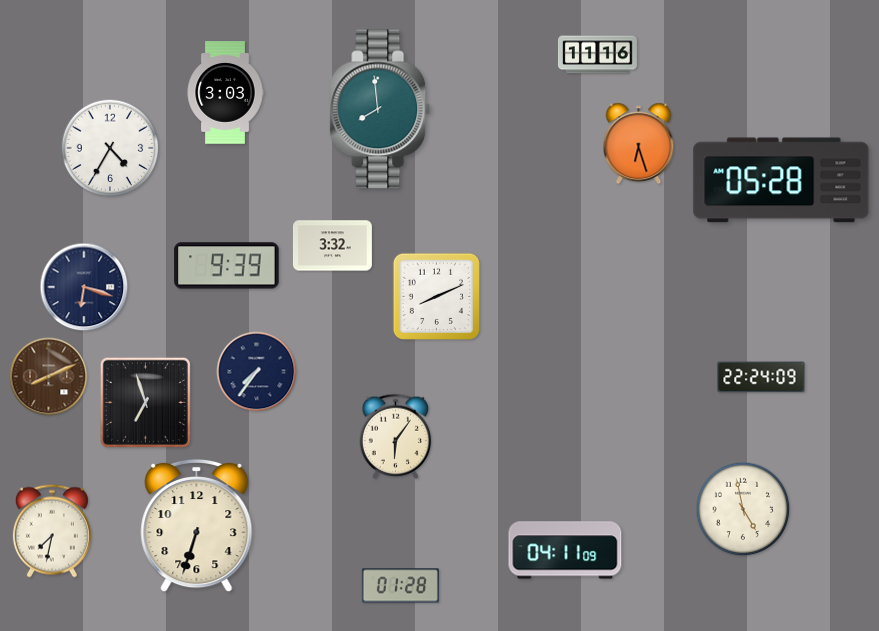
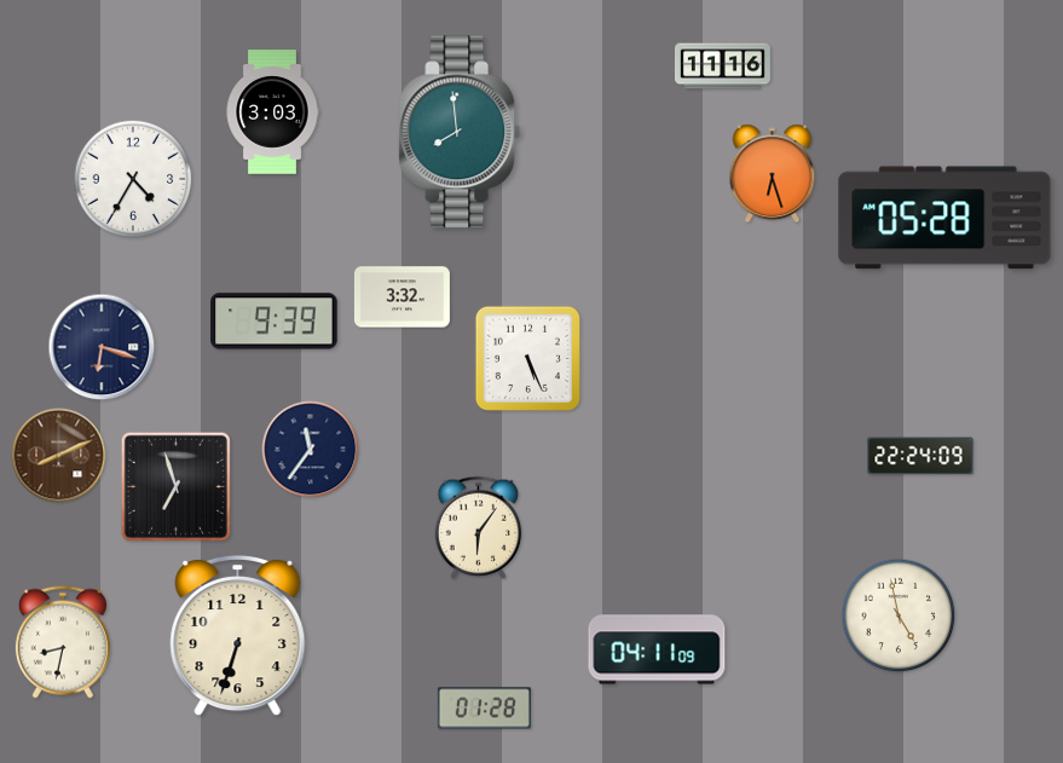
clock at (436, 296): 8:11 -> 5:26
clock at (257, 372): 7:36 -> 11:36
clock at (52, 531): 7:32 -> 8:32
clock at (565, 550) position: (565, 550) -> (657, 649)
